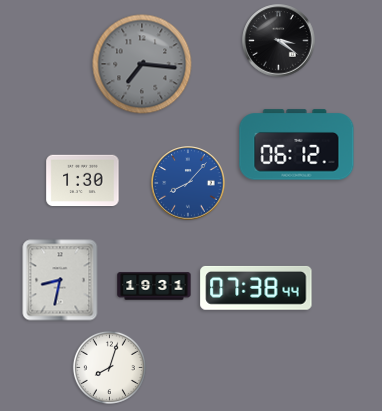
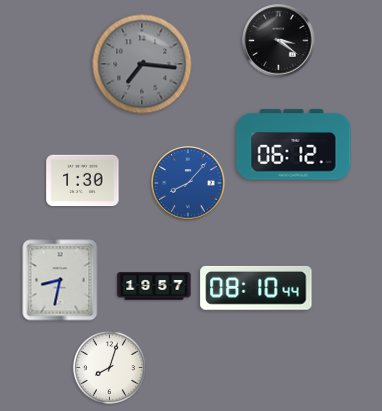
clock at (297, 145) position: (297, 145) -> (294, 145)
clock at (154, 286): 19:31 -> 19:57
clock at (256, 288): 07:38 -> 08:10
